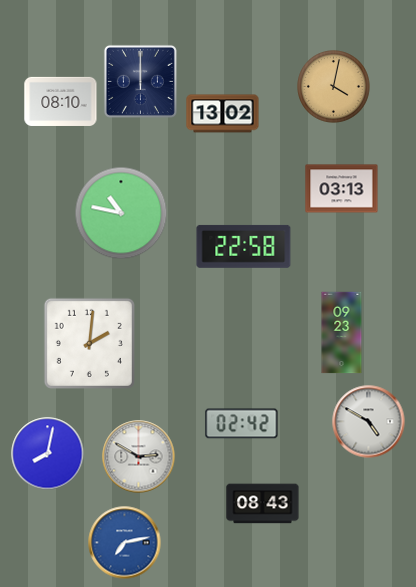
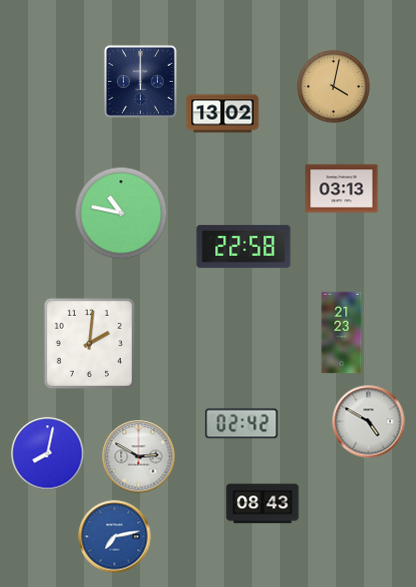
clock at (61, 101): 08:10 -> none
clock at (342, 333): 09:23 -> 21:23
clock at (125, 543) position: (125, 543) -> (115, 537)
